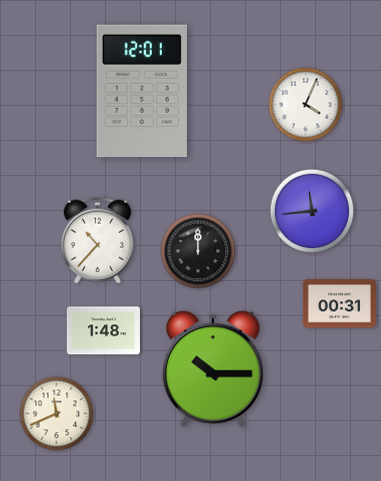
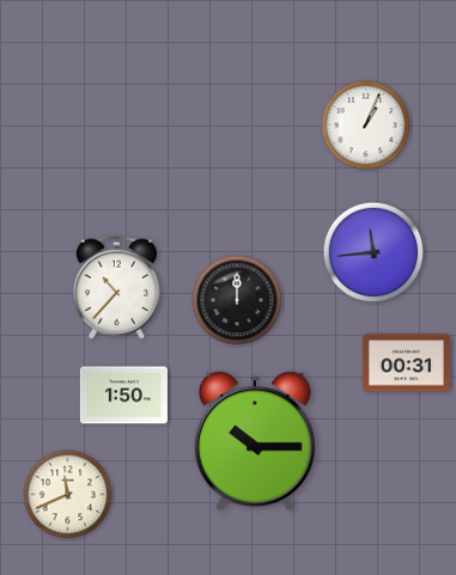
clock at (142, 90): 12:01 -> none
clock at (306, 105): 4:04 -> 1:04
clock at (103, 331): 1:48 -> 1:50
